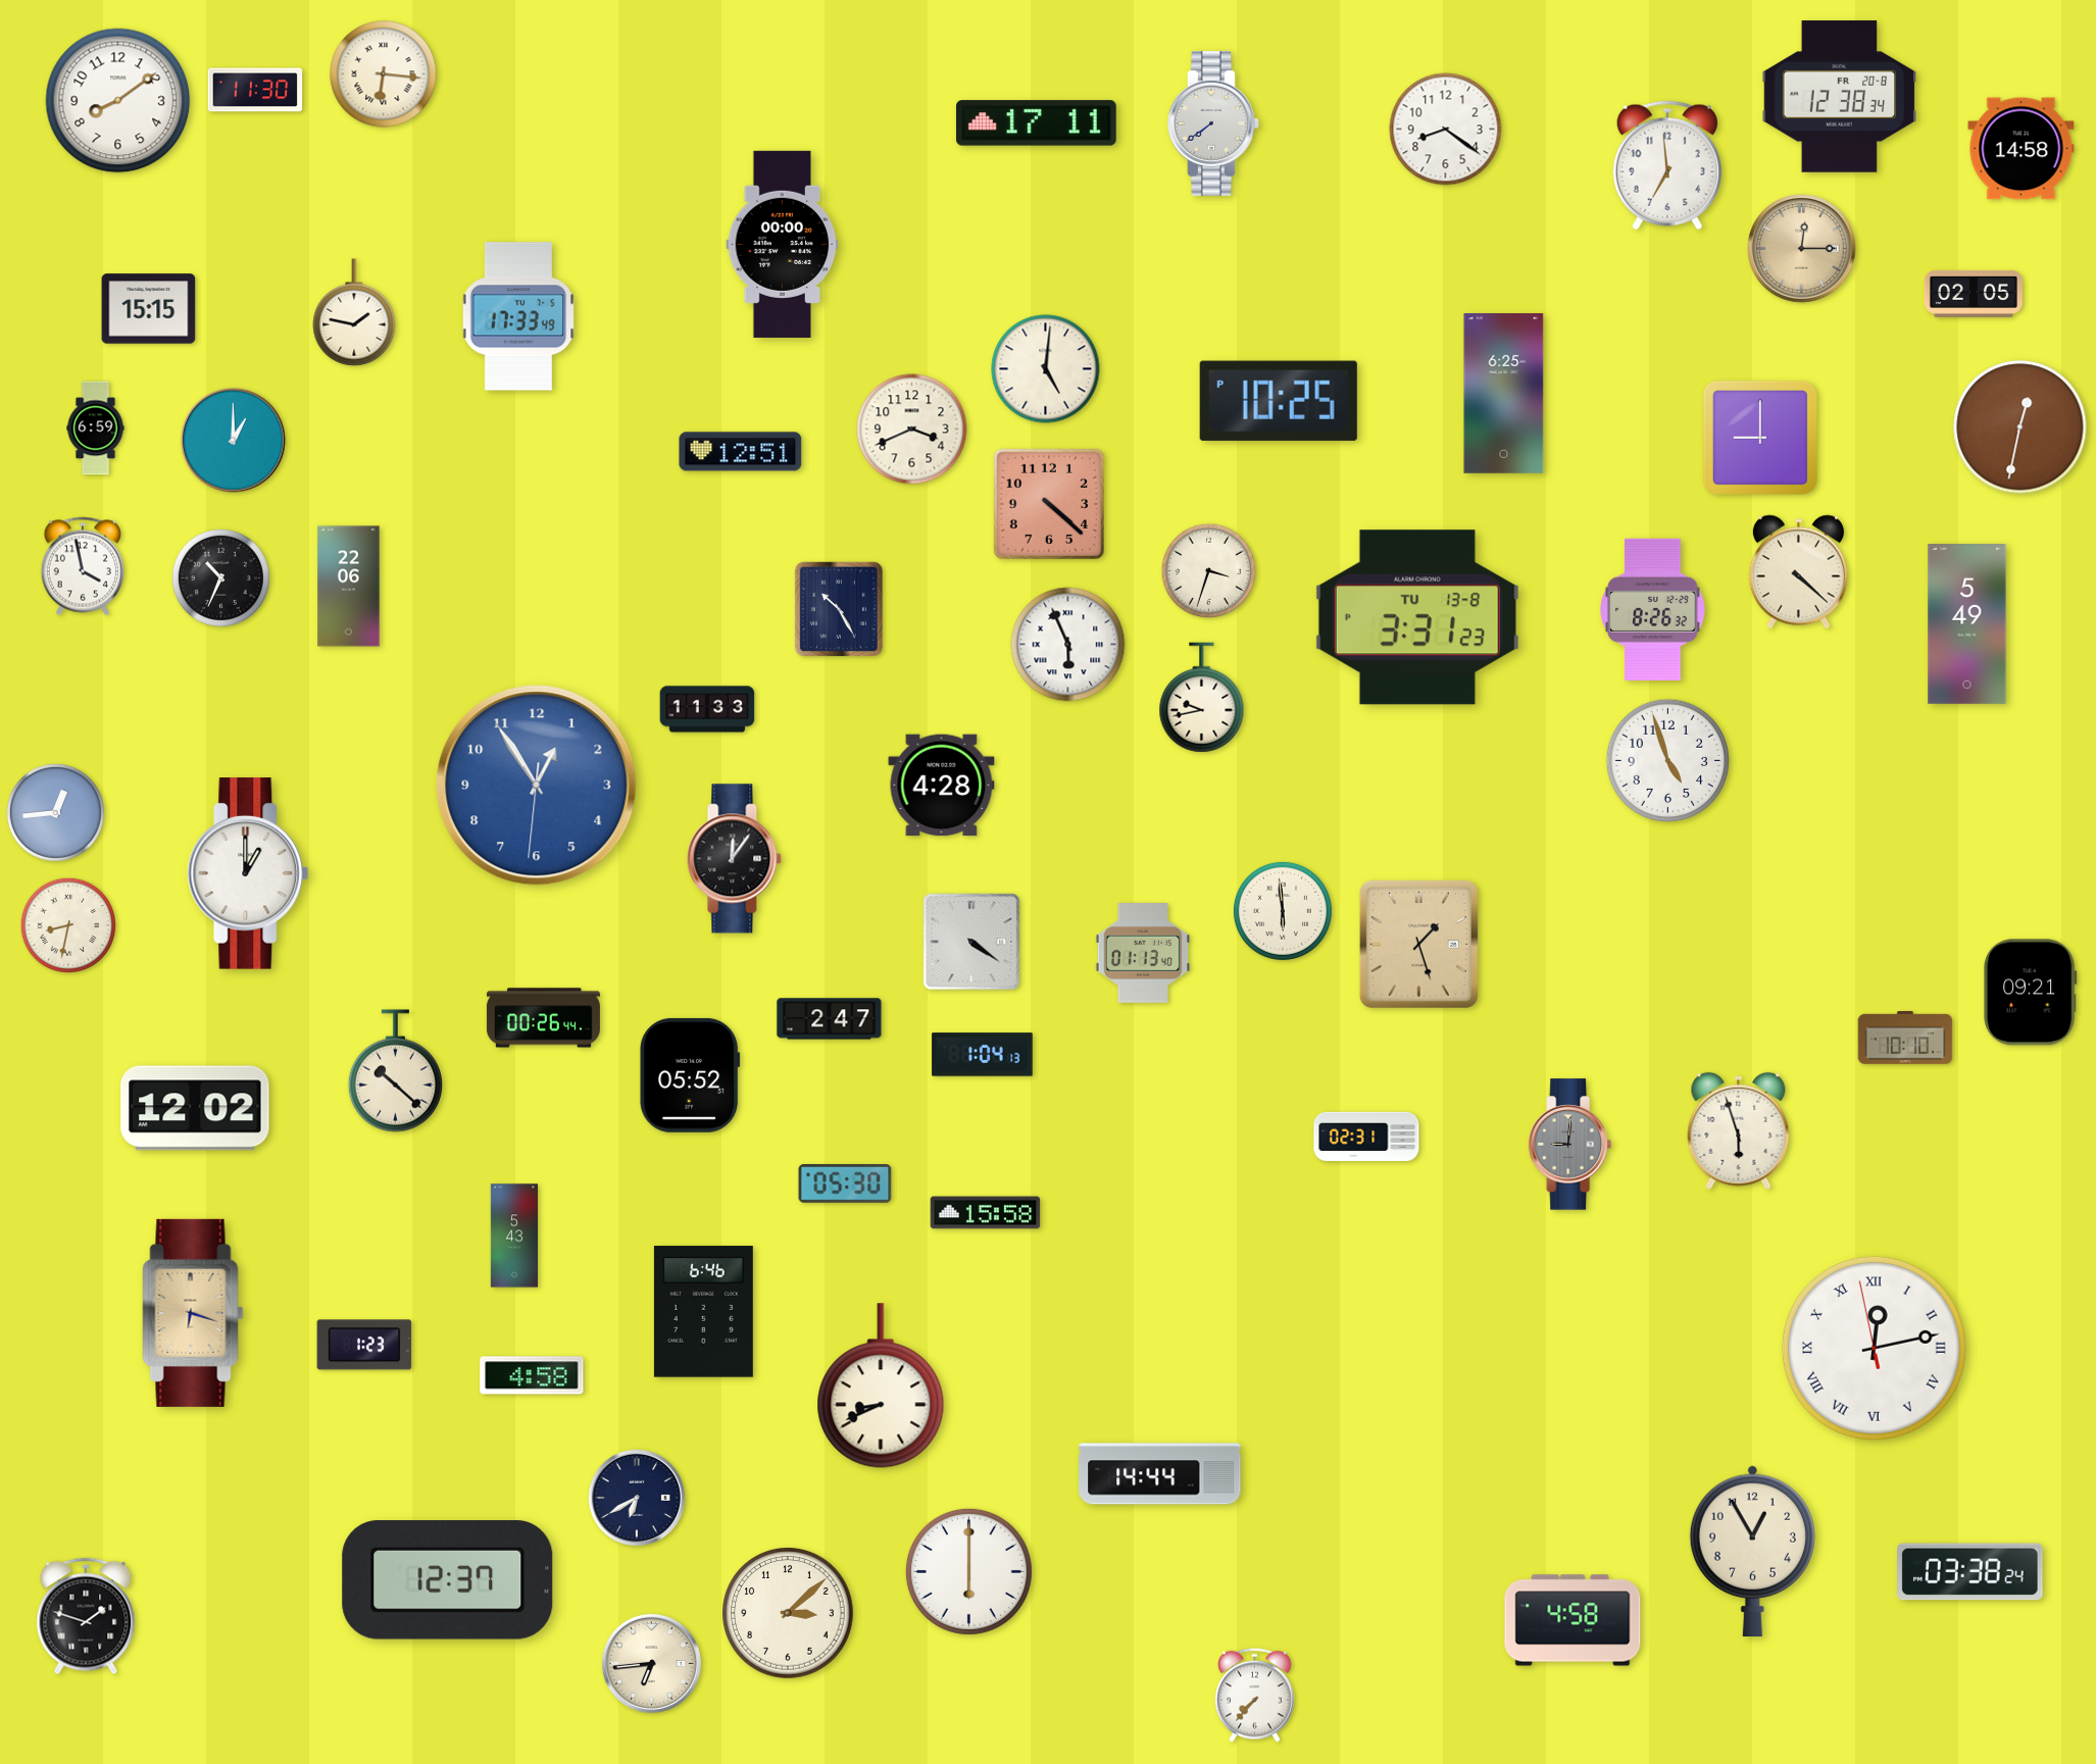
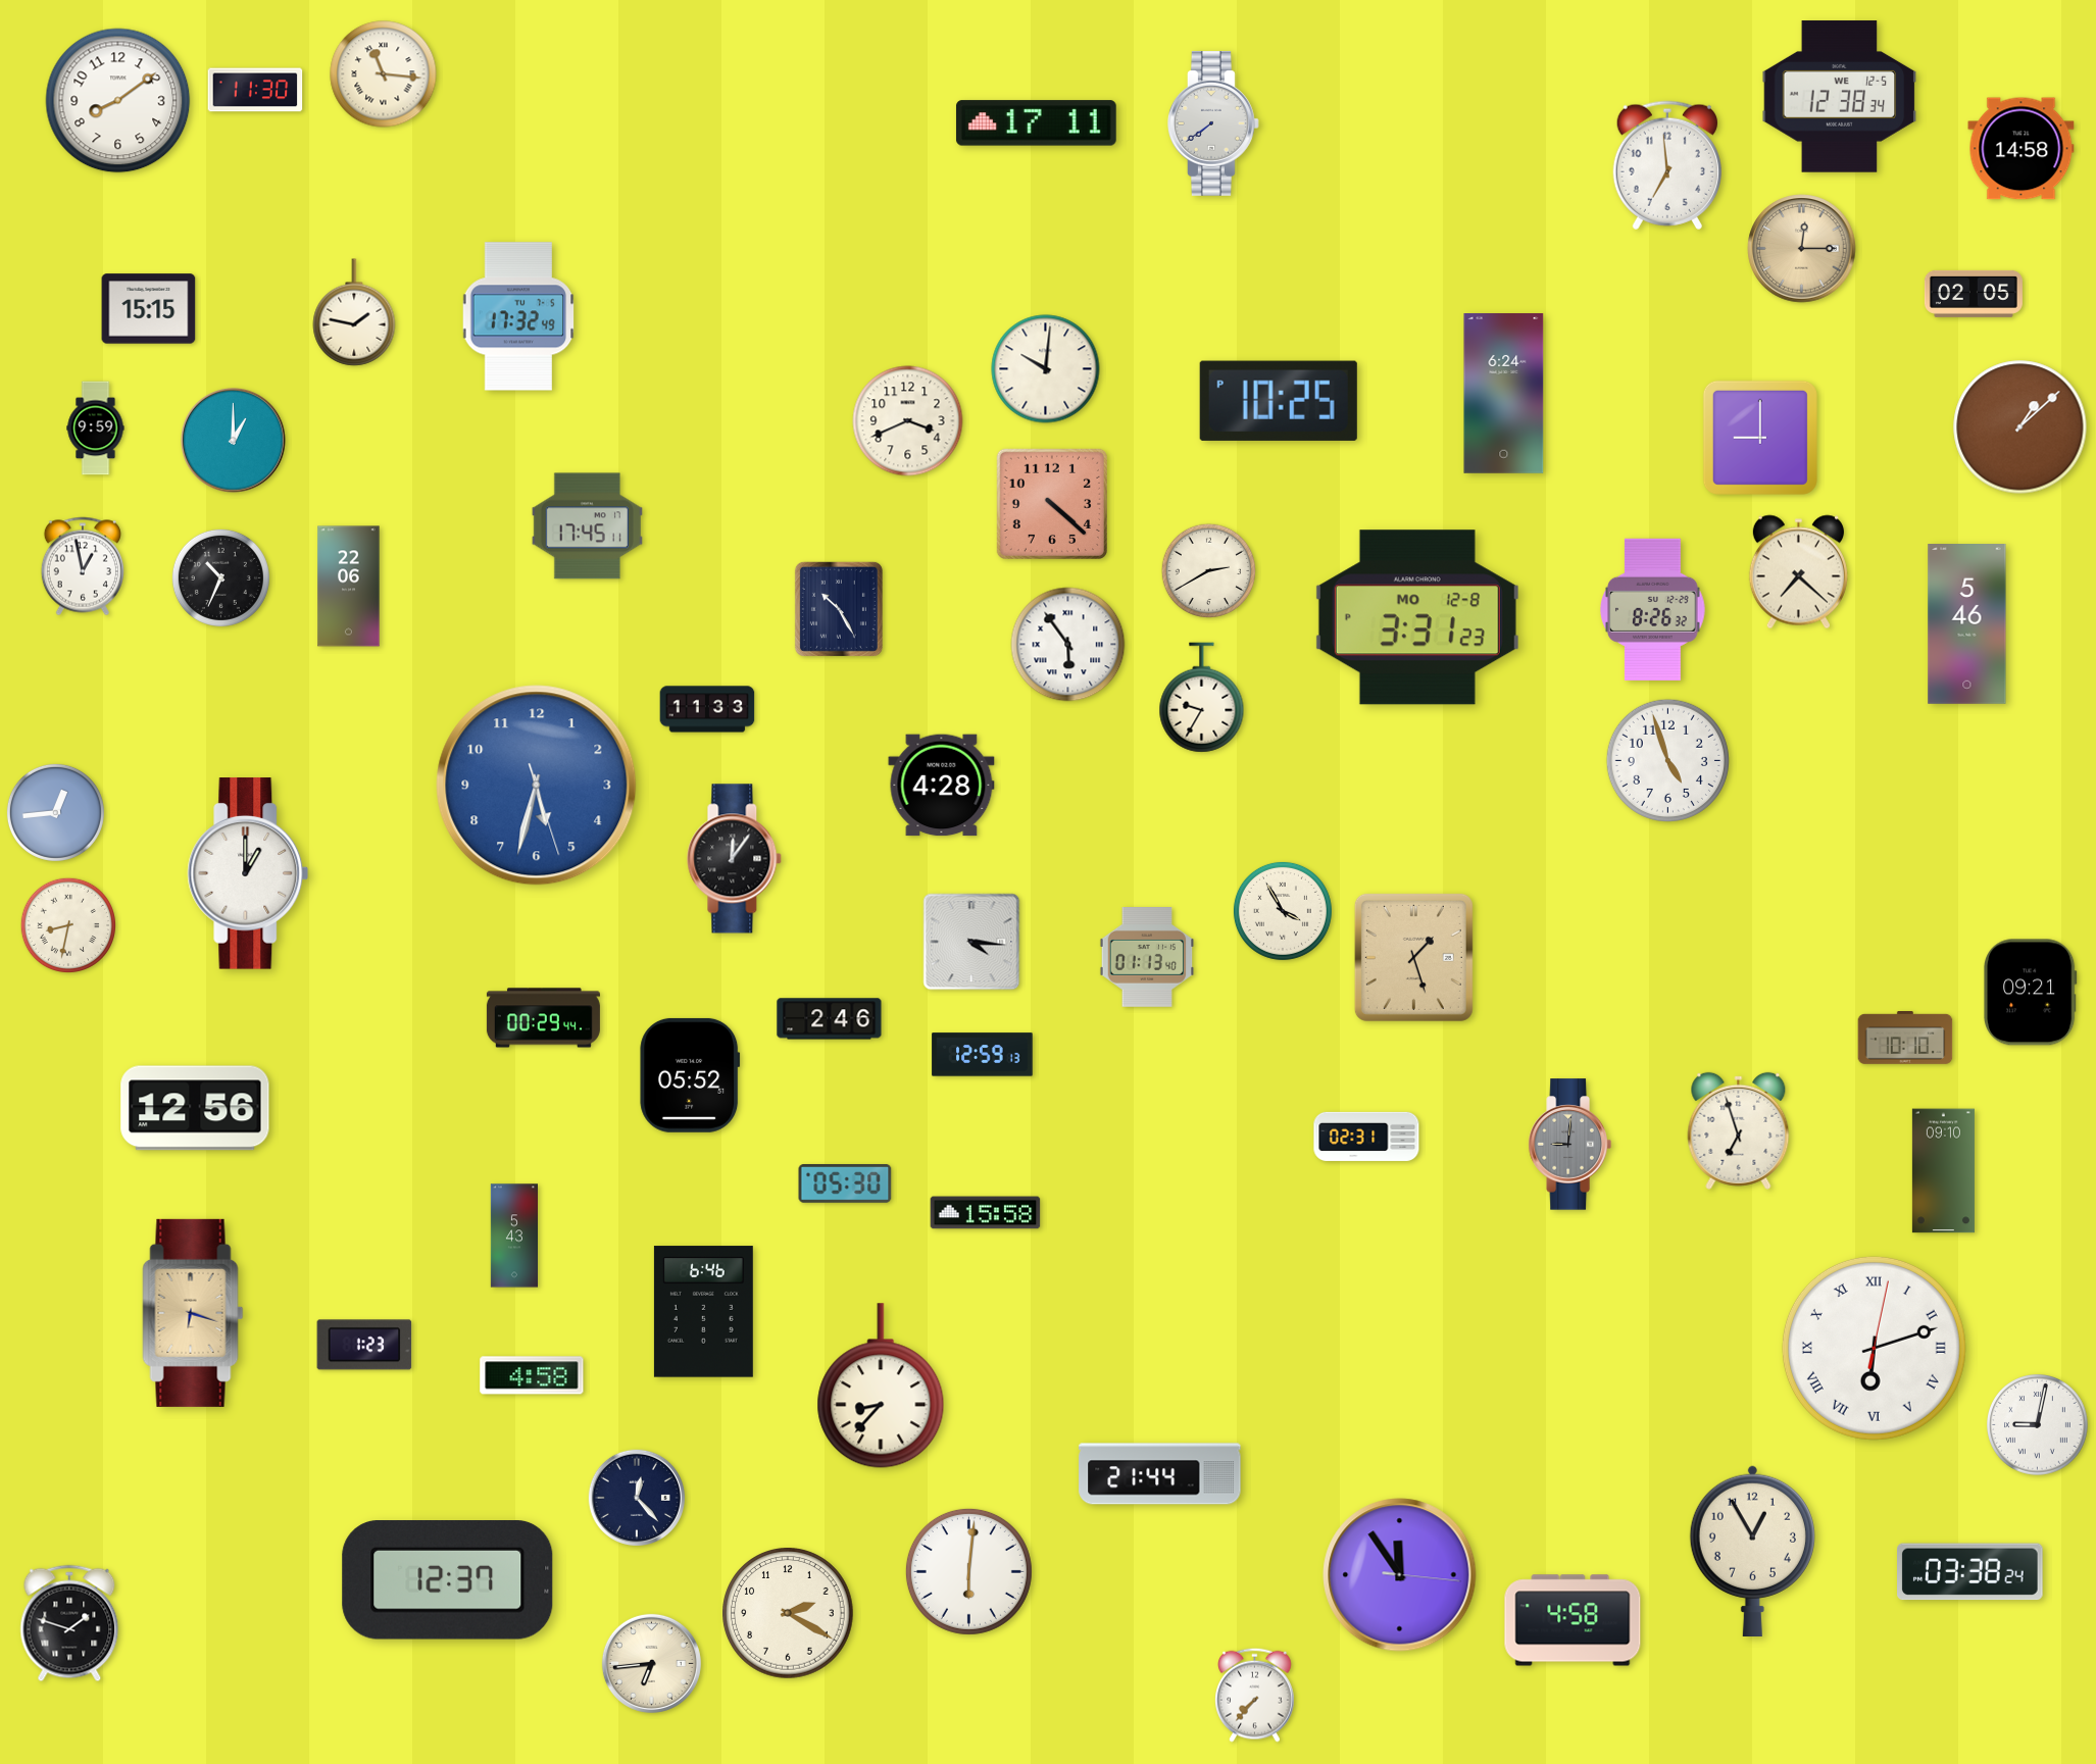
clock at (384, 74): 6:16 -> 11:16
clock at (1840, 97) date: FR 20-8 -> WE 12-5
clock at (1446, 130): 8:21 -> none
clock at (783, 244): 00:00 -> none
clock at (518, 316): 17:33 -> 17:32
clock at (1046, 369): 5:01 -> 10:01
clock at (1504, 394): 6:25 -> 6:24
clock at (2020, 427): 12:32 -> 1:08
clock at (96, 429): 6:59 -> 9:59
clock at (912, 430) position: (912, 430) -> (908, 421)
clock at (741, 452): 12:51 -> none
clock at (1049, 504) position: (1049, 504) -> (1052, 504)
clock at (587, 526): none -> 17:45
clock at (83, 566): 3:58 -> 12:58
clock at (1209, 571): 3:33 -> 2:40
clock at (1798, 572): 4:22 -> 7:22
clock at (1417, 617) date: TU 13-8 -> MO 12-8
clock at (1967, 624): 5:49 -> 5:46
clock at (1068, 645): 5:56 -> 5:54
clock at (1202, 698): 9:43 -> 9:35
clock at (537, 786): 12:54 -> 5:32
clock at (1283, 911): 5:59 -> 3:55
clock at (971, 942): 4:21 -> 4:16
clock at (1418, 944) position: (1418, 944) -> (1413, 957)
clock at (1143, 954) position: (1143, 954) -> (1147, 958)
clock at (543, 1018): 00:26 -> 00:29
clock at (830, 1019): 2:47 -> 2:46
clock at (983, 1055): 1:04 -> 12:59
clock at (395, 1071): 10:22 -> none
clock at (195, 1108): 12:02 -> 12:56
clock at (1739, 1130): 5:57 -> 6:57
clock at (1943, 1171): none -> 09:10
clock at (1874, 1348): 12:12 -> 6:12
clock at (881, 1385): 8:41 -> 8:37
clock at (2038, 1425): none -> 9:02
clock at (1160, 1474): 14:44 -> 21:44
clock at (636, 1497): 6:40 -> 12:23
clock at (968, 1571): 6:00 -> 6:01
clock at (1400, 1575): none -> 11:54
clock at (788, 1613): 3:08 -> 2:20
clock at (86, 1616) position: (86, 1616) -> (69, 1623)
